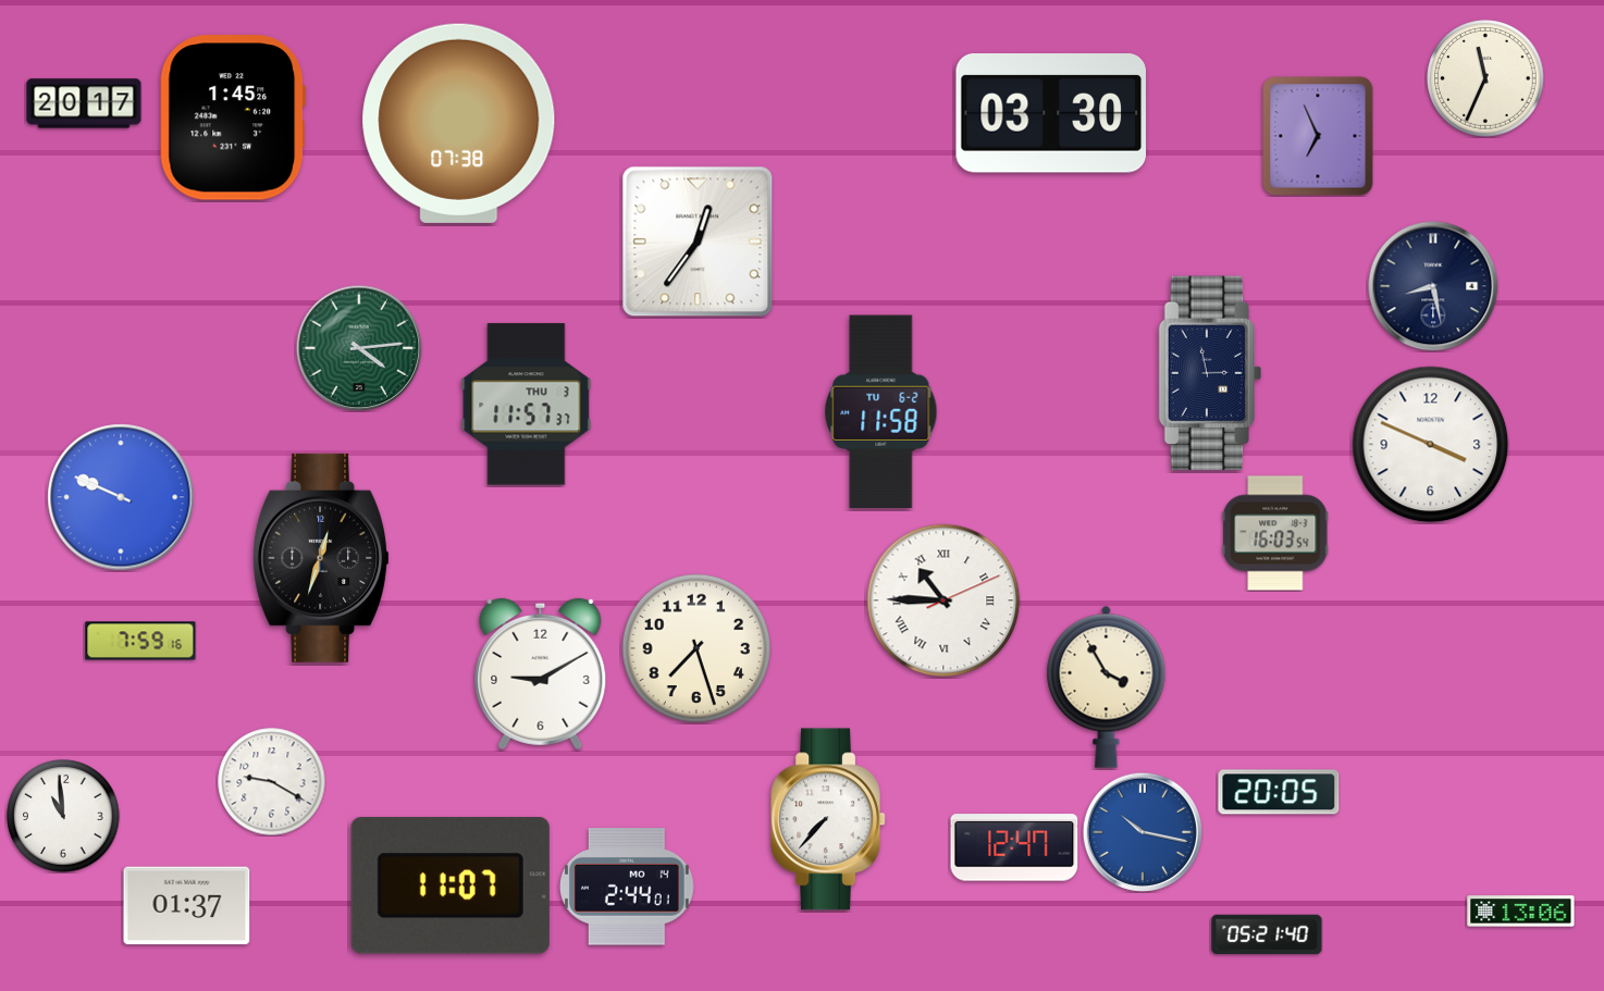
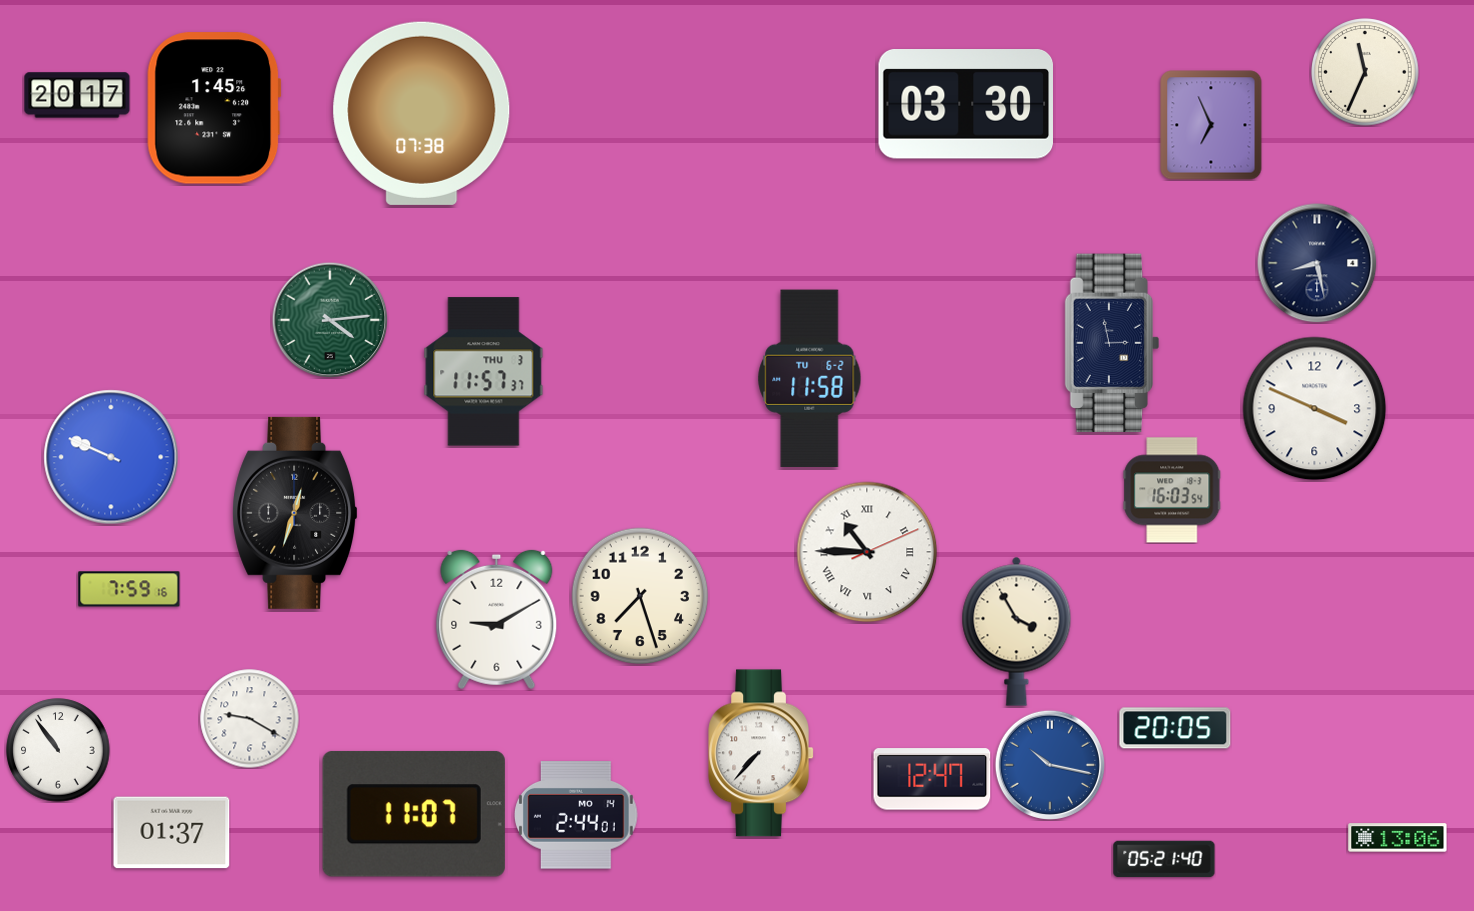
clock at (698, 241): 12:36 -> none
clock at (63, 816): 10:59 -> 10:54
